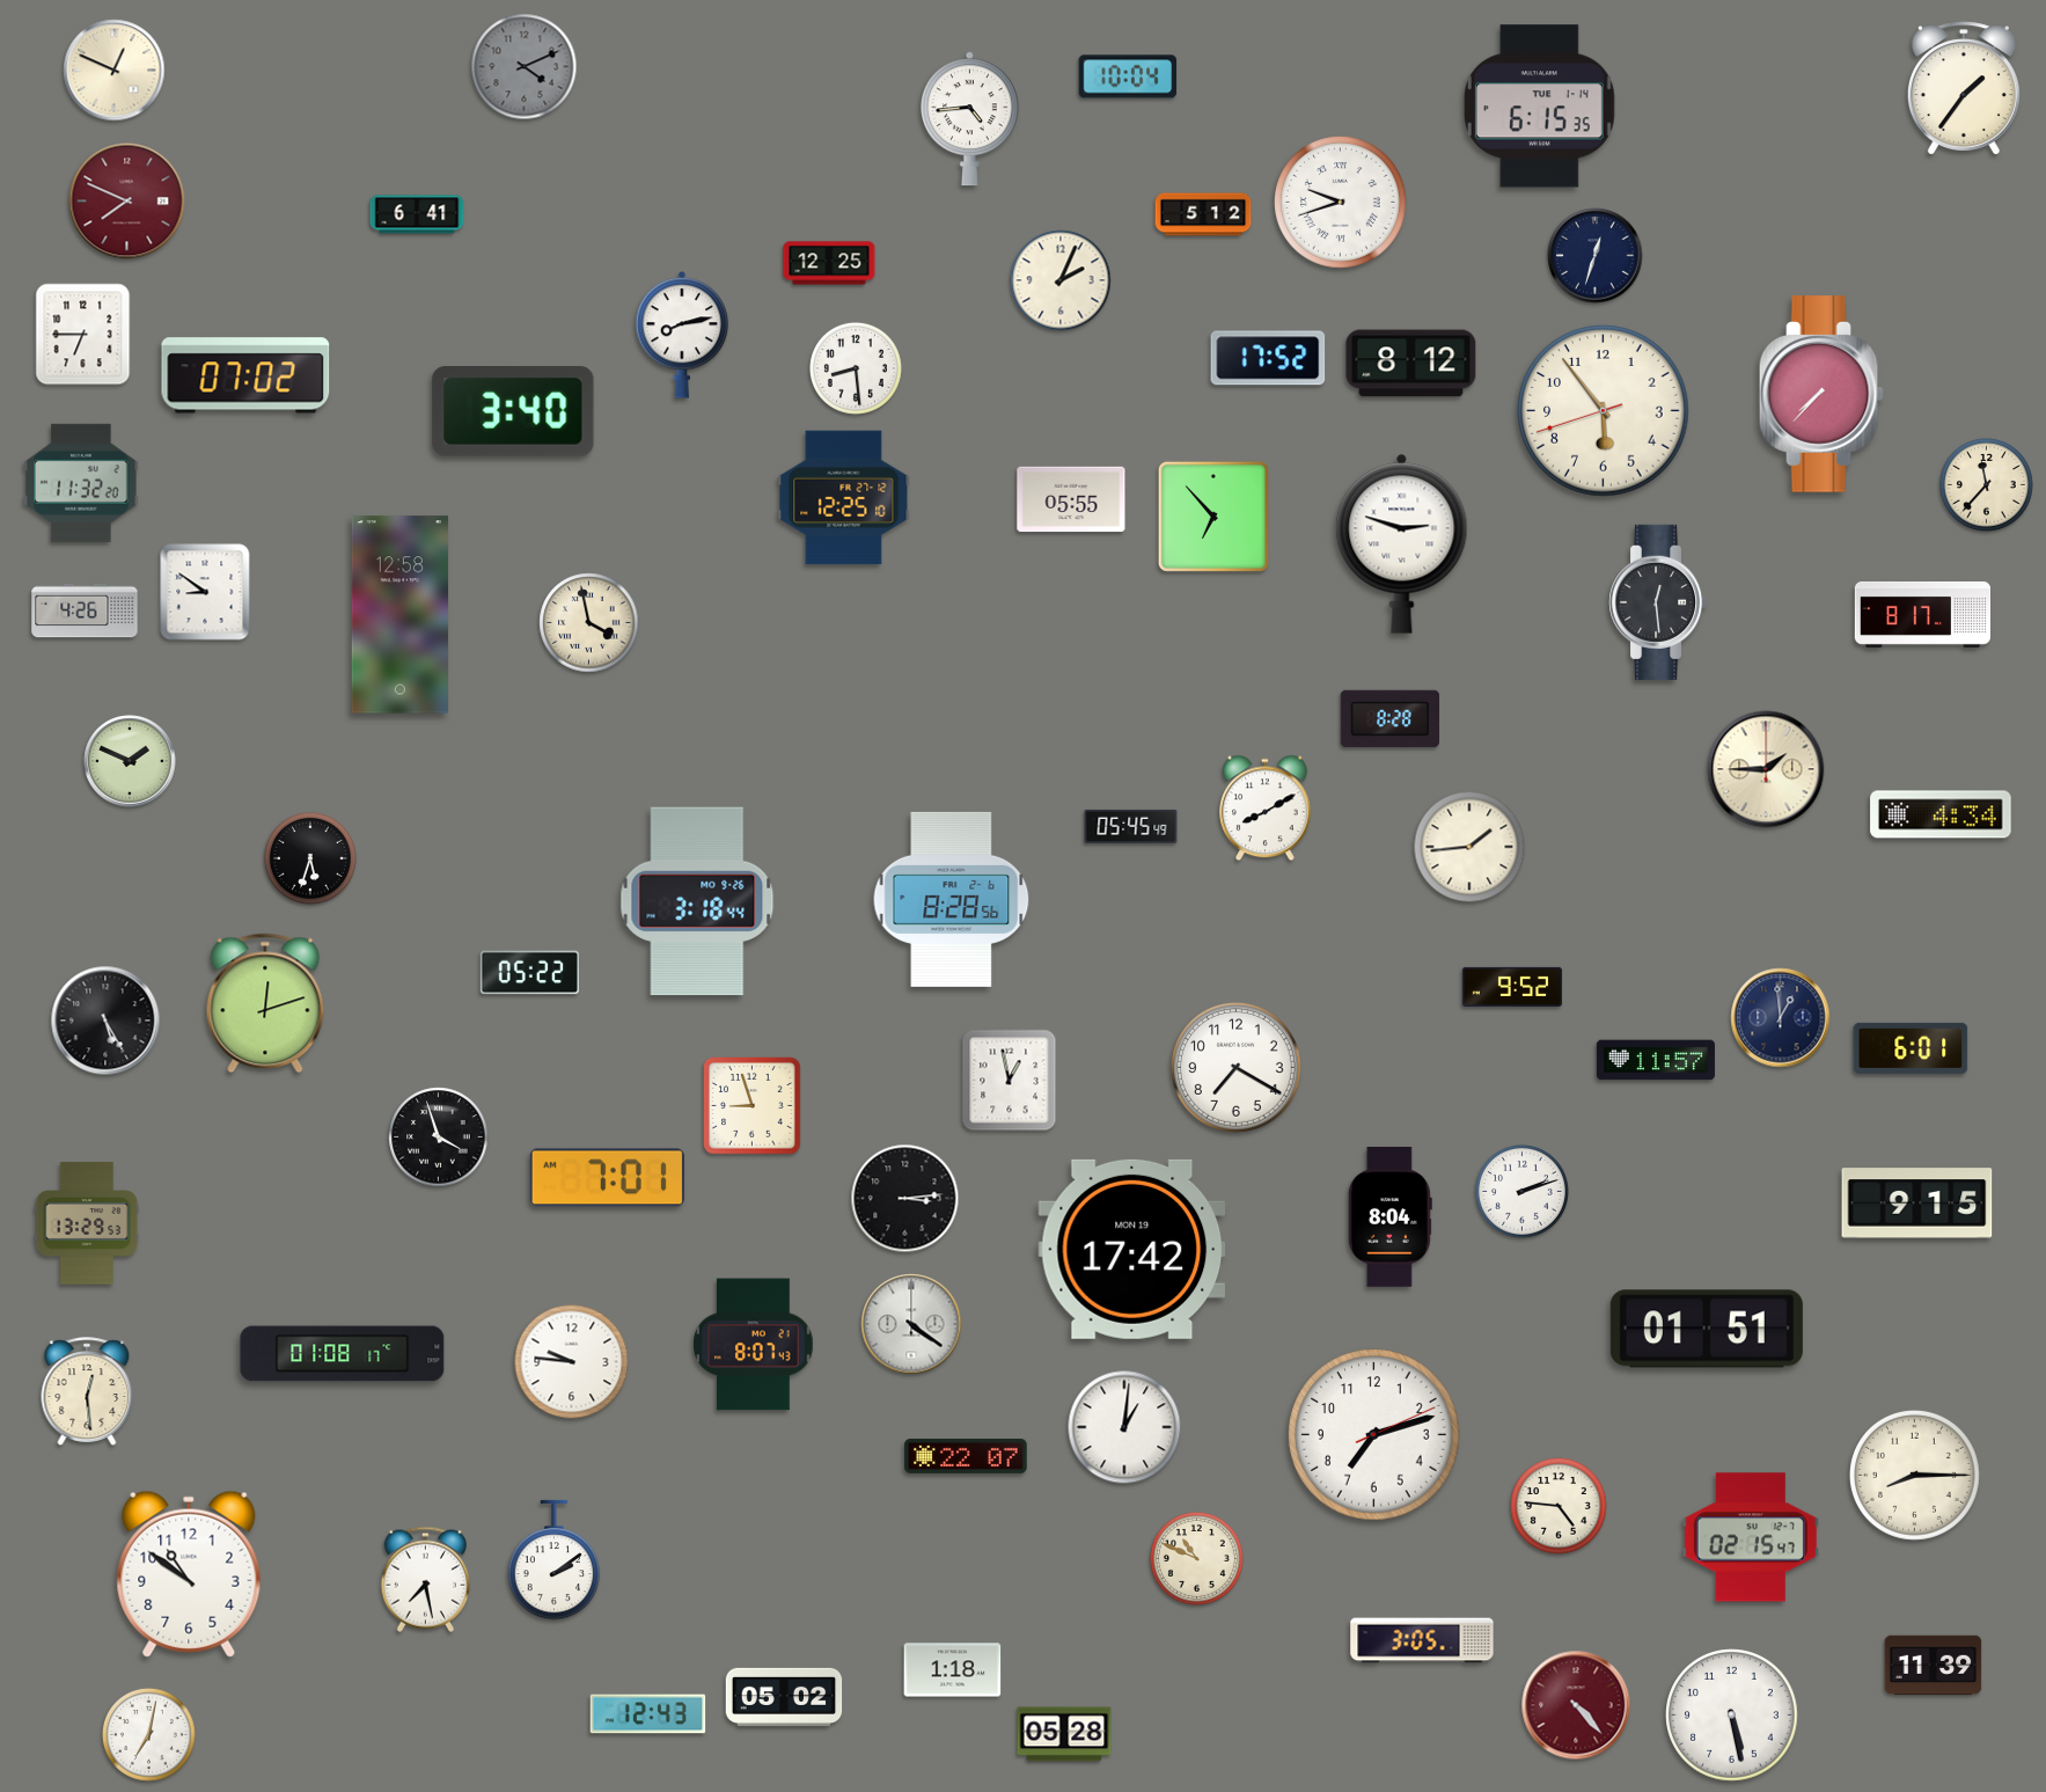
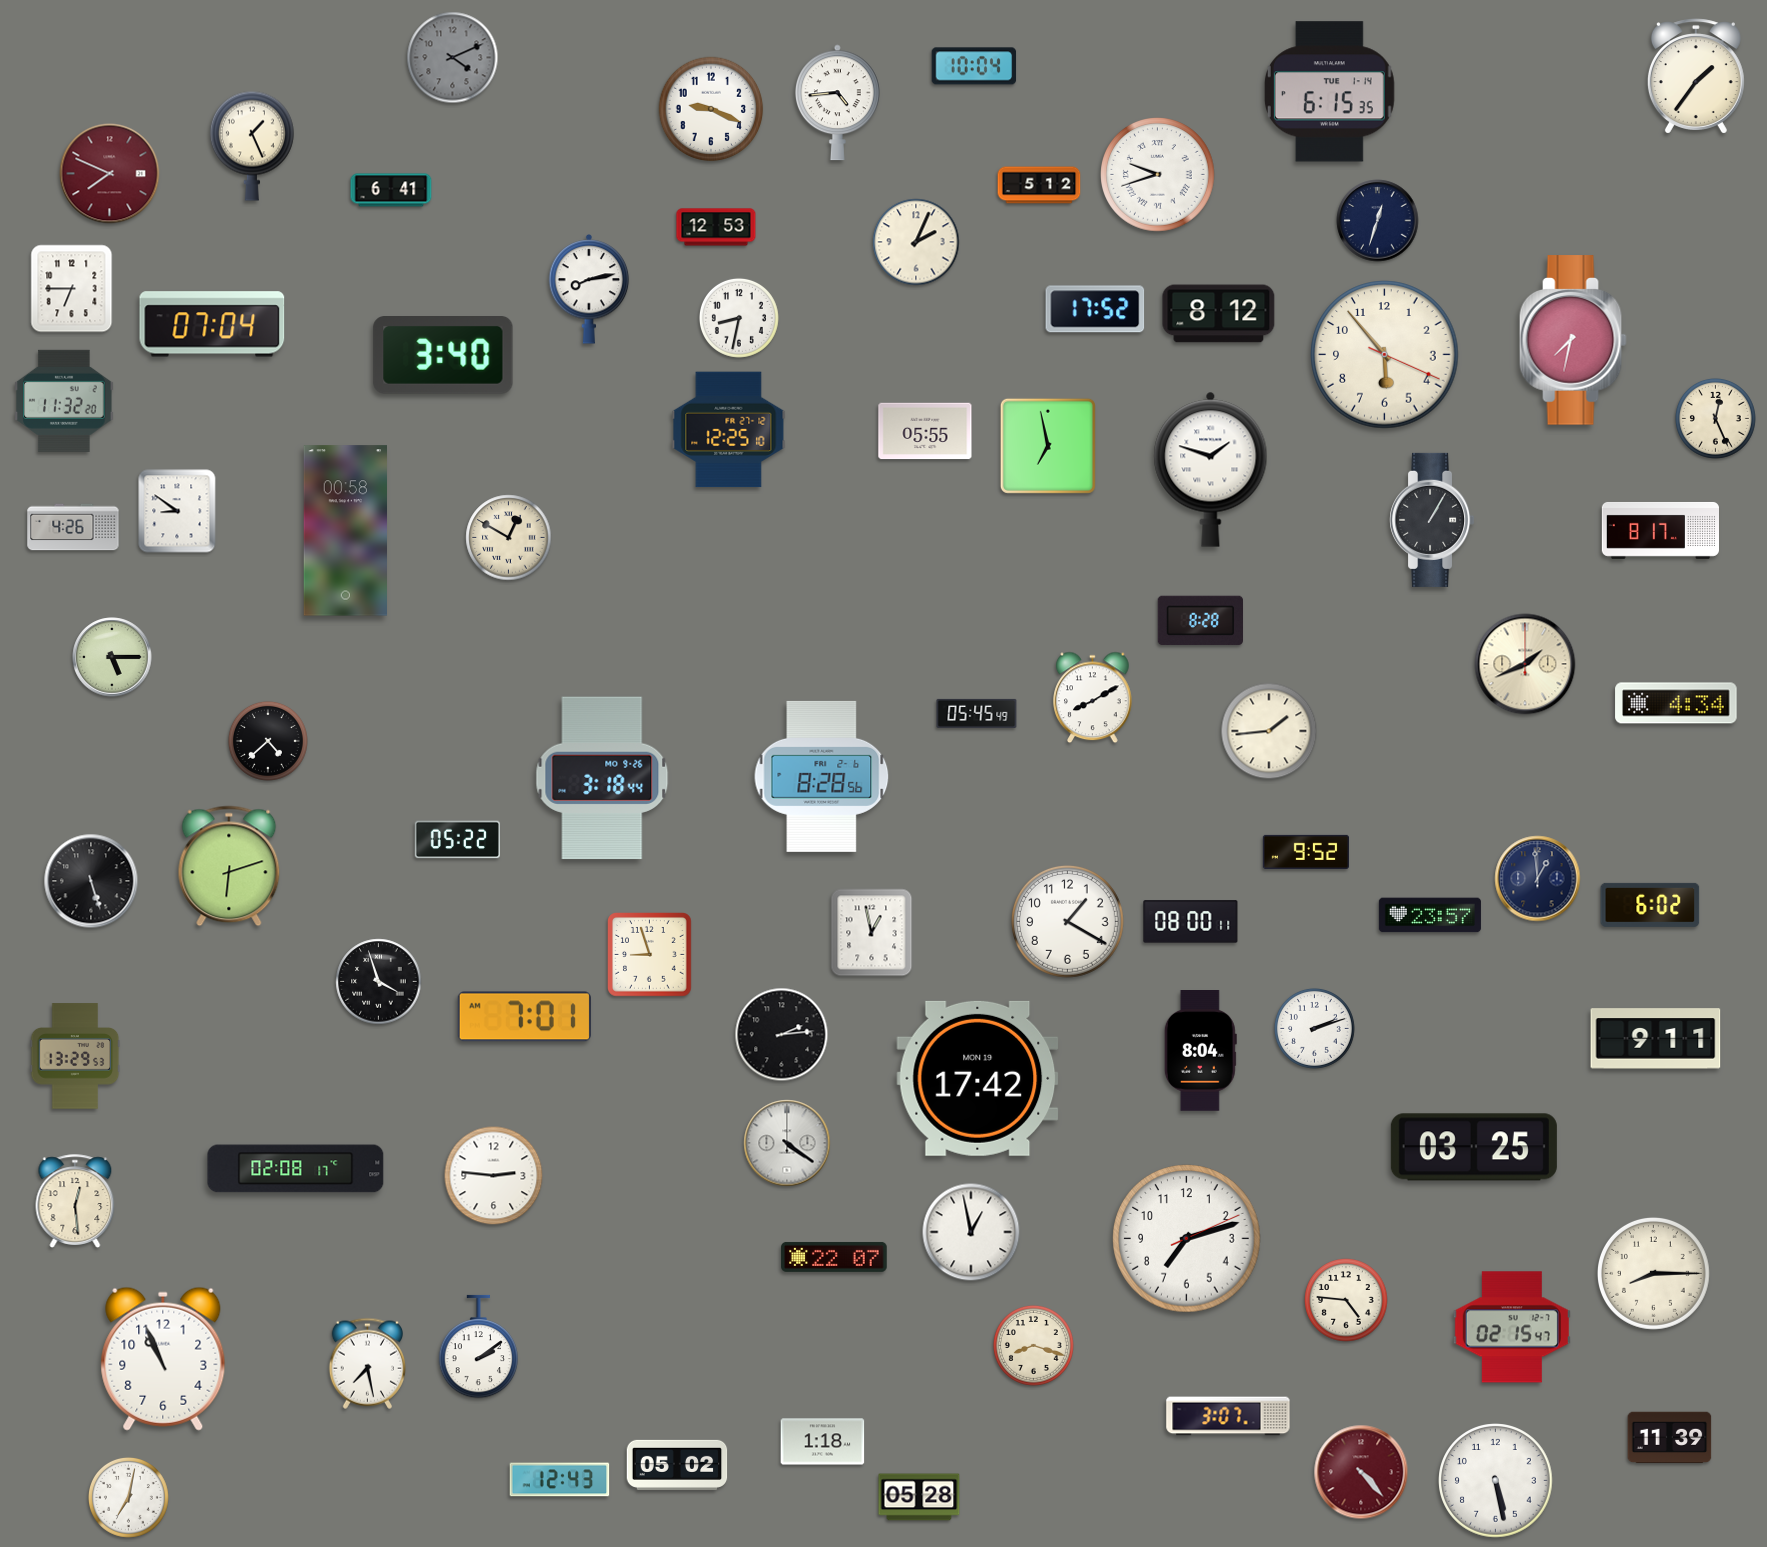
clock at (115, 71): 12:49 -> none
clock at (711, 109): none -> 9:19
clock at (252, 146): none -> 1:26
clock at (417, 214) position: (417, 214) -> (391, 190)
clock at (829, 263): 12:25 -> 12:53
clock at (856, 368): 8:29 -> 8:32
clock at (245, 375): 07:02 -> 07:04
clock at (1821, 394): 7:37 -> 7:32
clock at (1604, 411): 5:53:42 -> 5:53:19
clock at (81, 483) position: (81, 483) -> (64, 401)
clock at (1986, 484): 11:37 -> 12:26
clock at (1213, 517): 6:53 -> 6:58
clock at (1402, 543): 2:48 -> 1:48
clock at (1658, 602): 12:29 -> 1:05
clock at (399, 615): 12:58 -> 00:58
clock at (589, 623): 3:58 -> 12:50
clock at (130, 761): 1:49 -> 5:15
clock at (1766, 769): 1:45 -> 1:41
clock at (310, 858): 5:33 -> 4:38
clock at (265, 1003): 12:12 -> 6:12
clock at (105, 1021): 5:25 -> 5:27
clock at (1911, 1048): 6:01 -> 6:02
clock at (1656, 1060): 11:57 -> 23:57
clock at (1235, 1067): 7:20 -> 1:20
clock at (1191, 922): none -> 08:00
clock at (905, 1199): 3:14 -> 2:14
clock at (1917, 1204): 9:15 -> 9:11
clock at (1707, 1329): 01:51 -> 03:25
clock at (754, 1345): 8:07 -> none
clock at (343, 1354): 01:08 -> 02:08
clock at (572, 1362): 9:46 -> 2:46
clock at (1124, 1427): 1:01 -> 12:58
clock at (1196, 1558): 10:49 -> 8:18
clock at (189, 1574): 10:51 -> 10:56
clock at (1422, 1640): 3:05 -> 3:07
